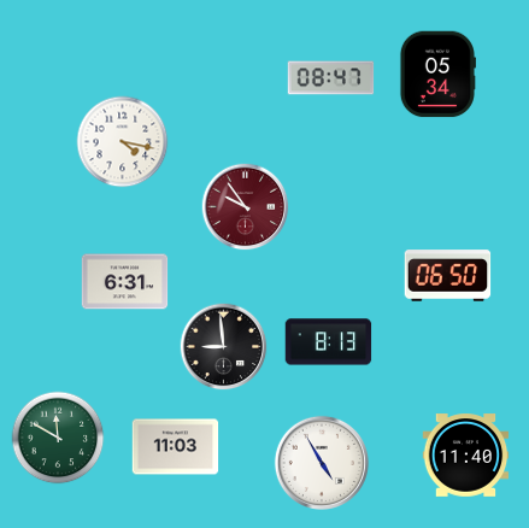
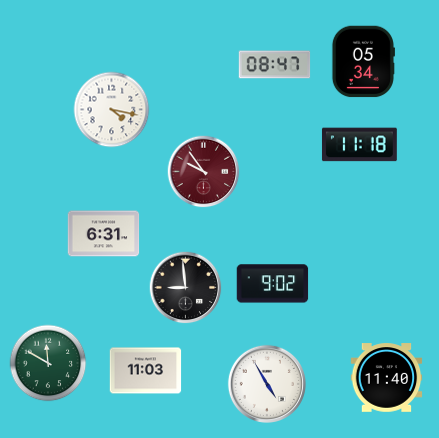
clock at (123, 142) position: (123, 142) -> (112, 110)
clock at (359, 145): none -> 11:18
clock at (448, 276): 06:50 -> none
clock at (329, 342): 8:13 -> 9:02
